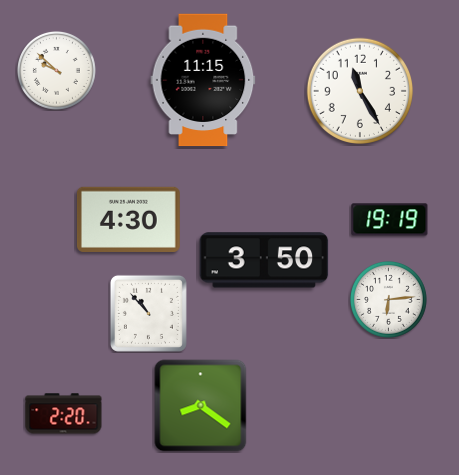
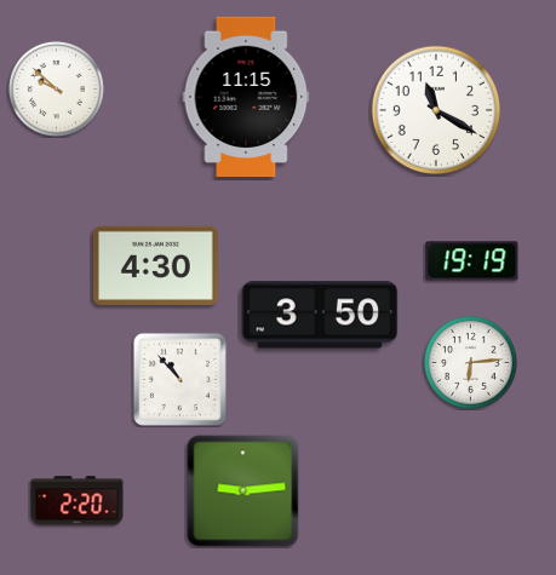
clock at (56, 70) position: (56, 70) -> (56, 88)
clock at (359, 90): 11:25 -> 11:20
clock at (390, 220) position: (390, 220) -> (472, 261)
clock at (201, 406): 8:21 -> 9:14
